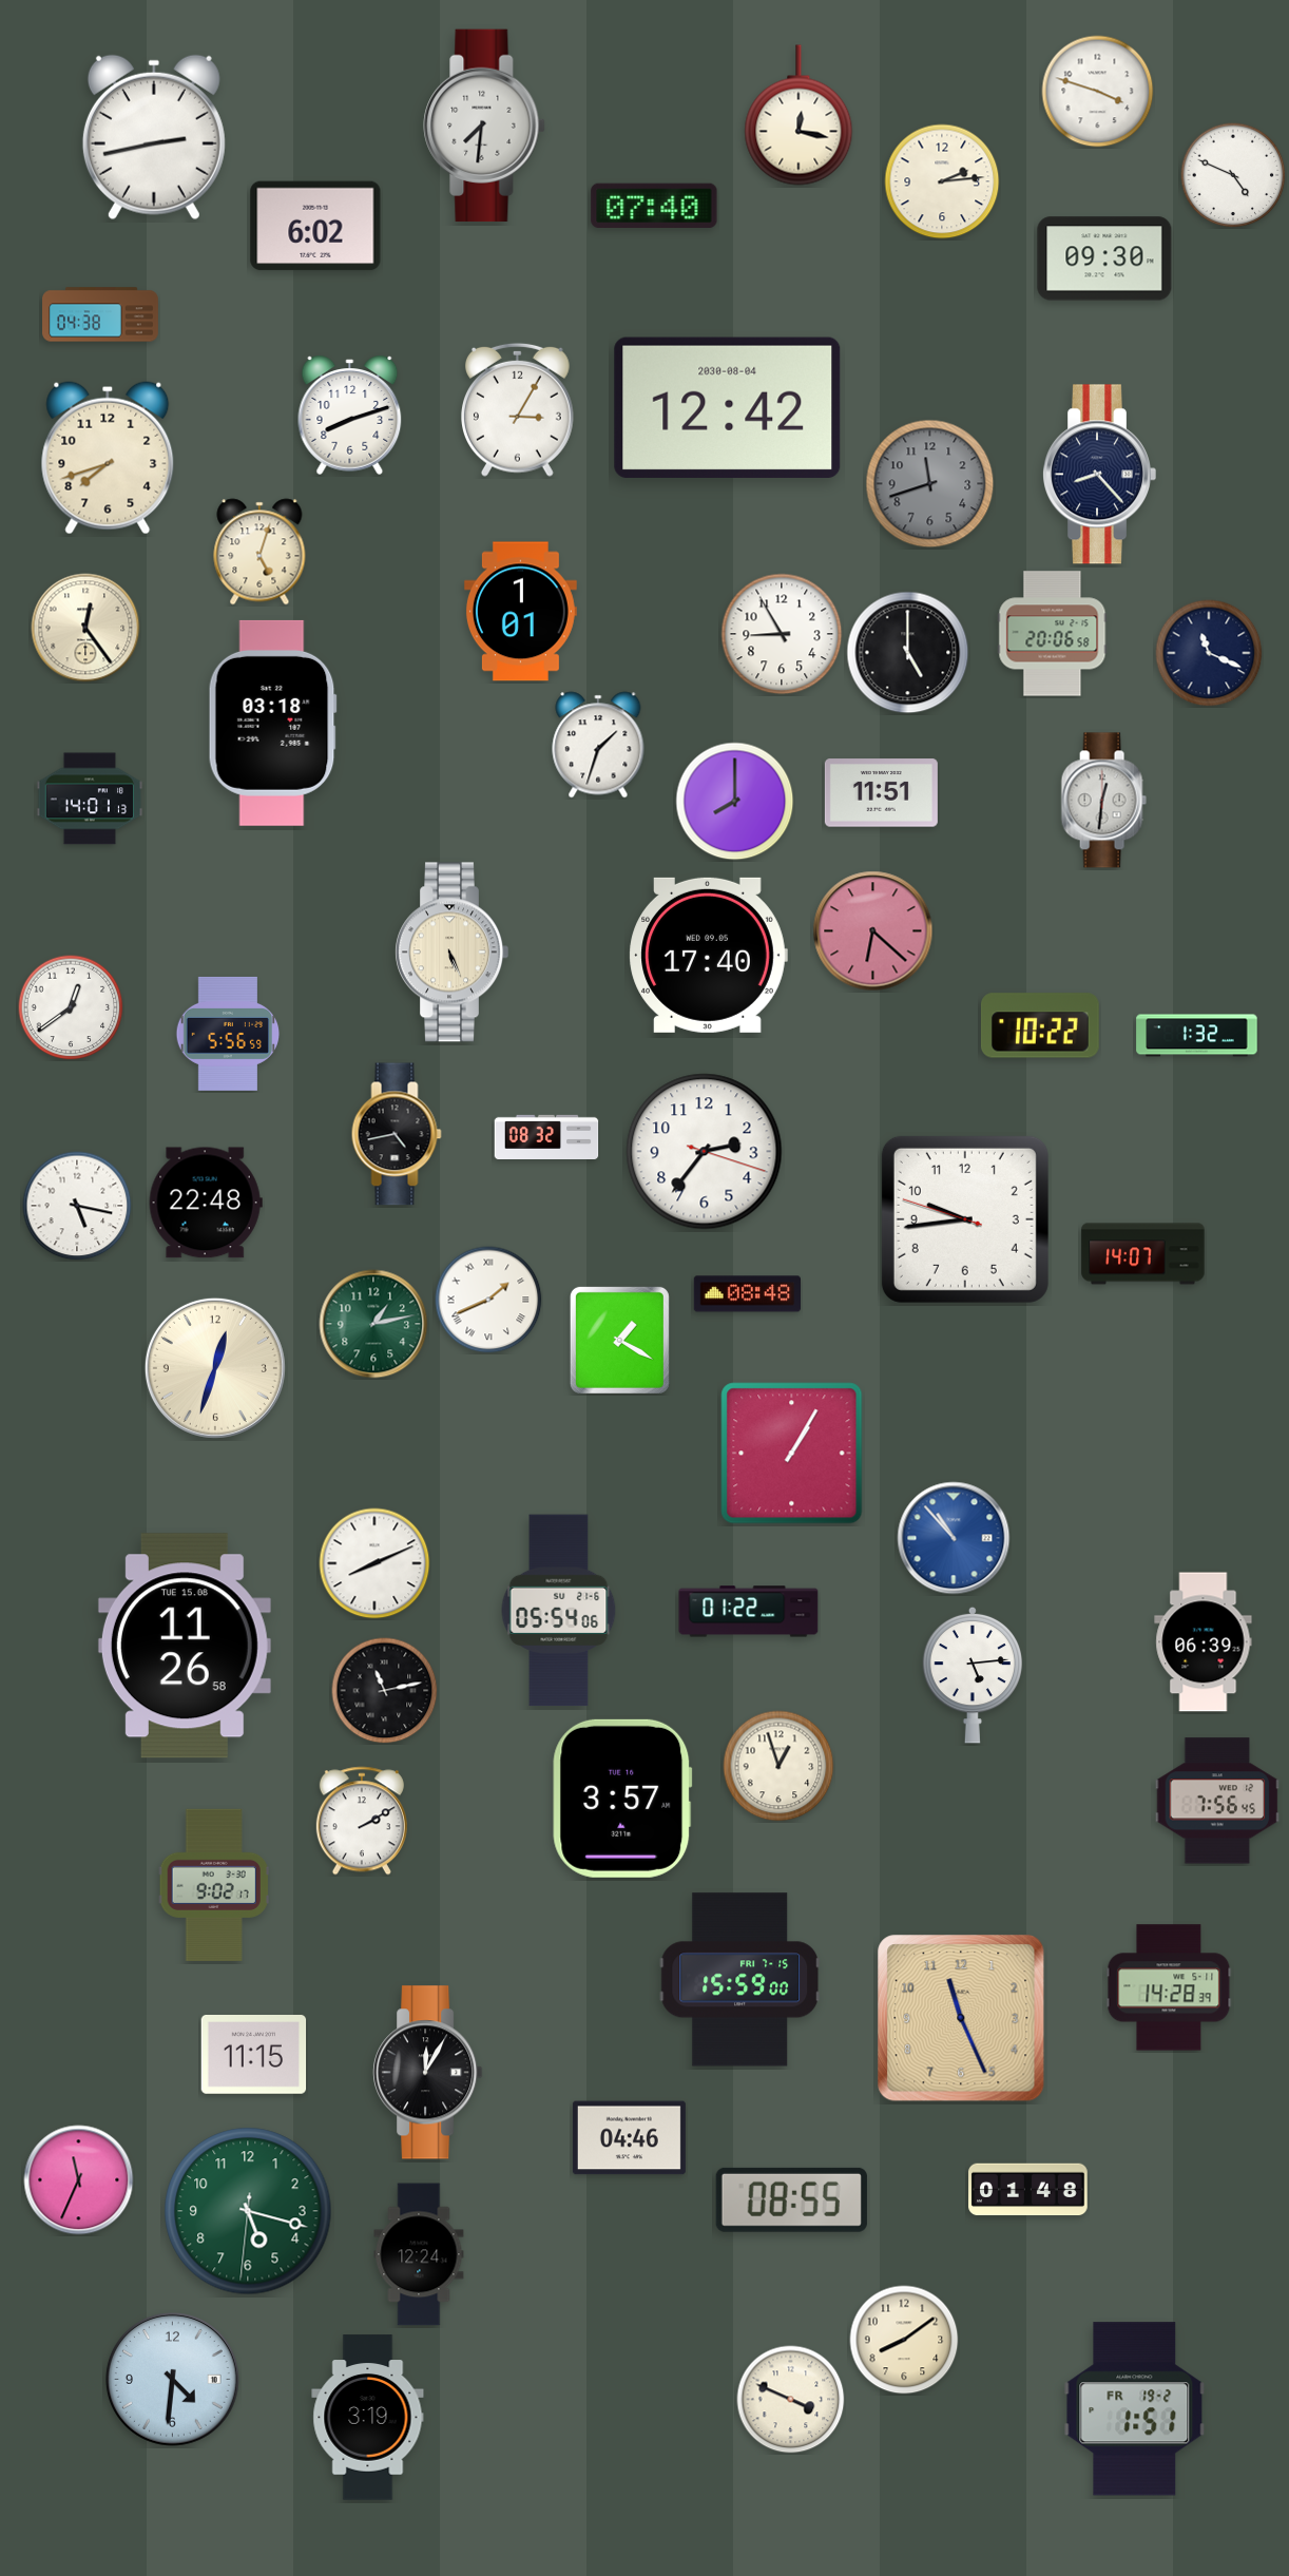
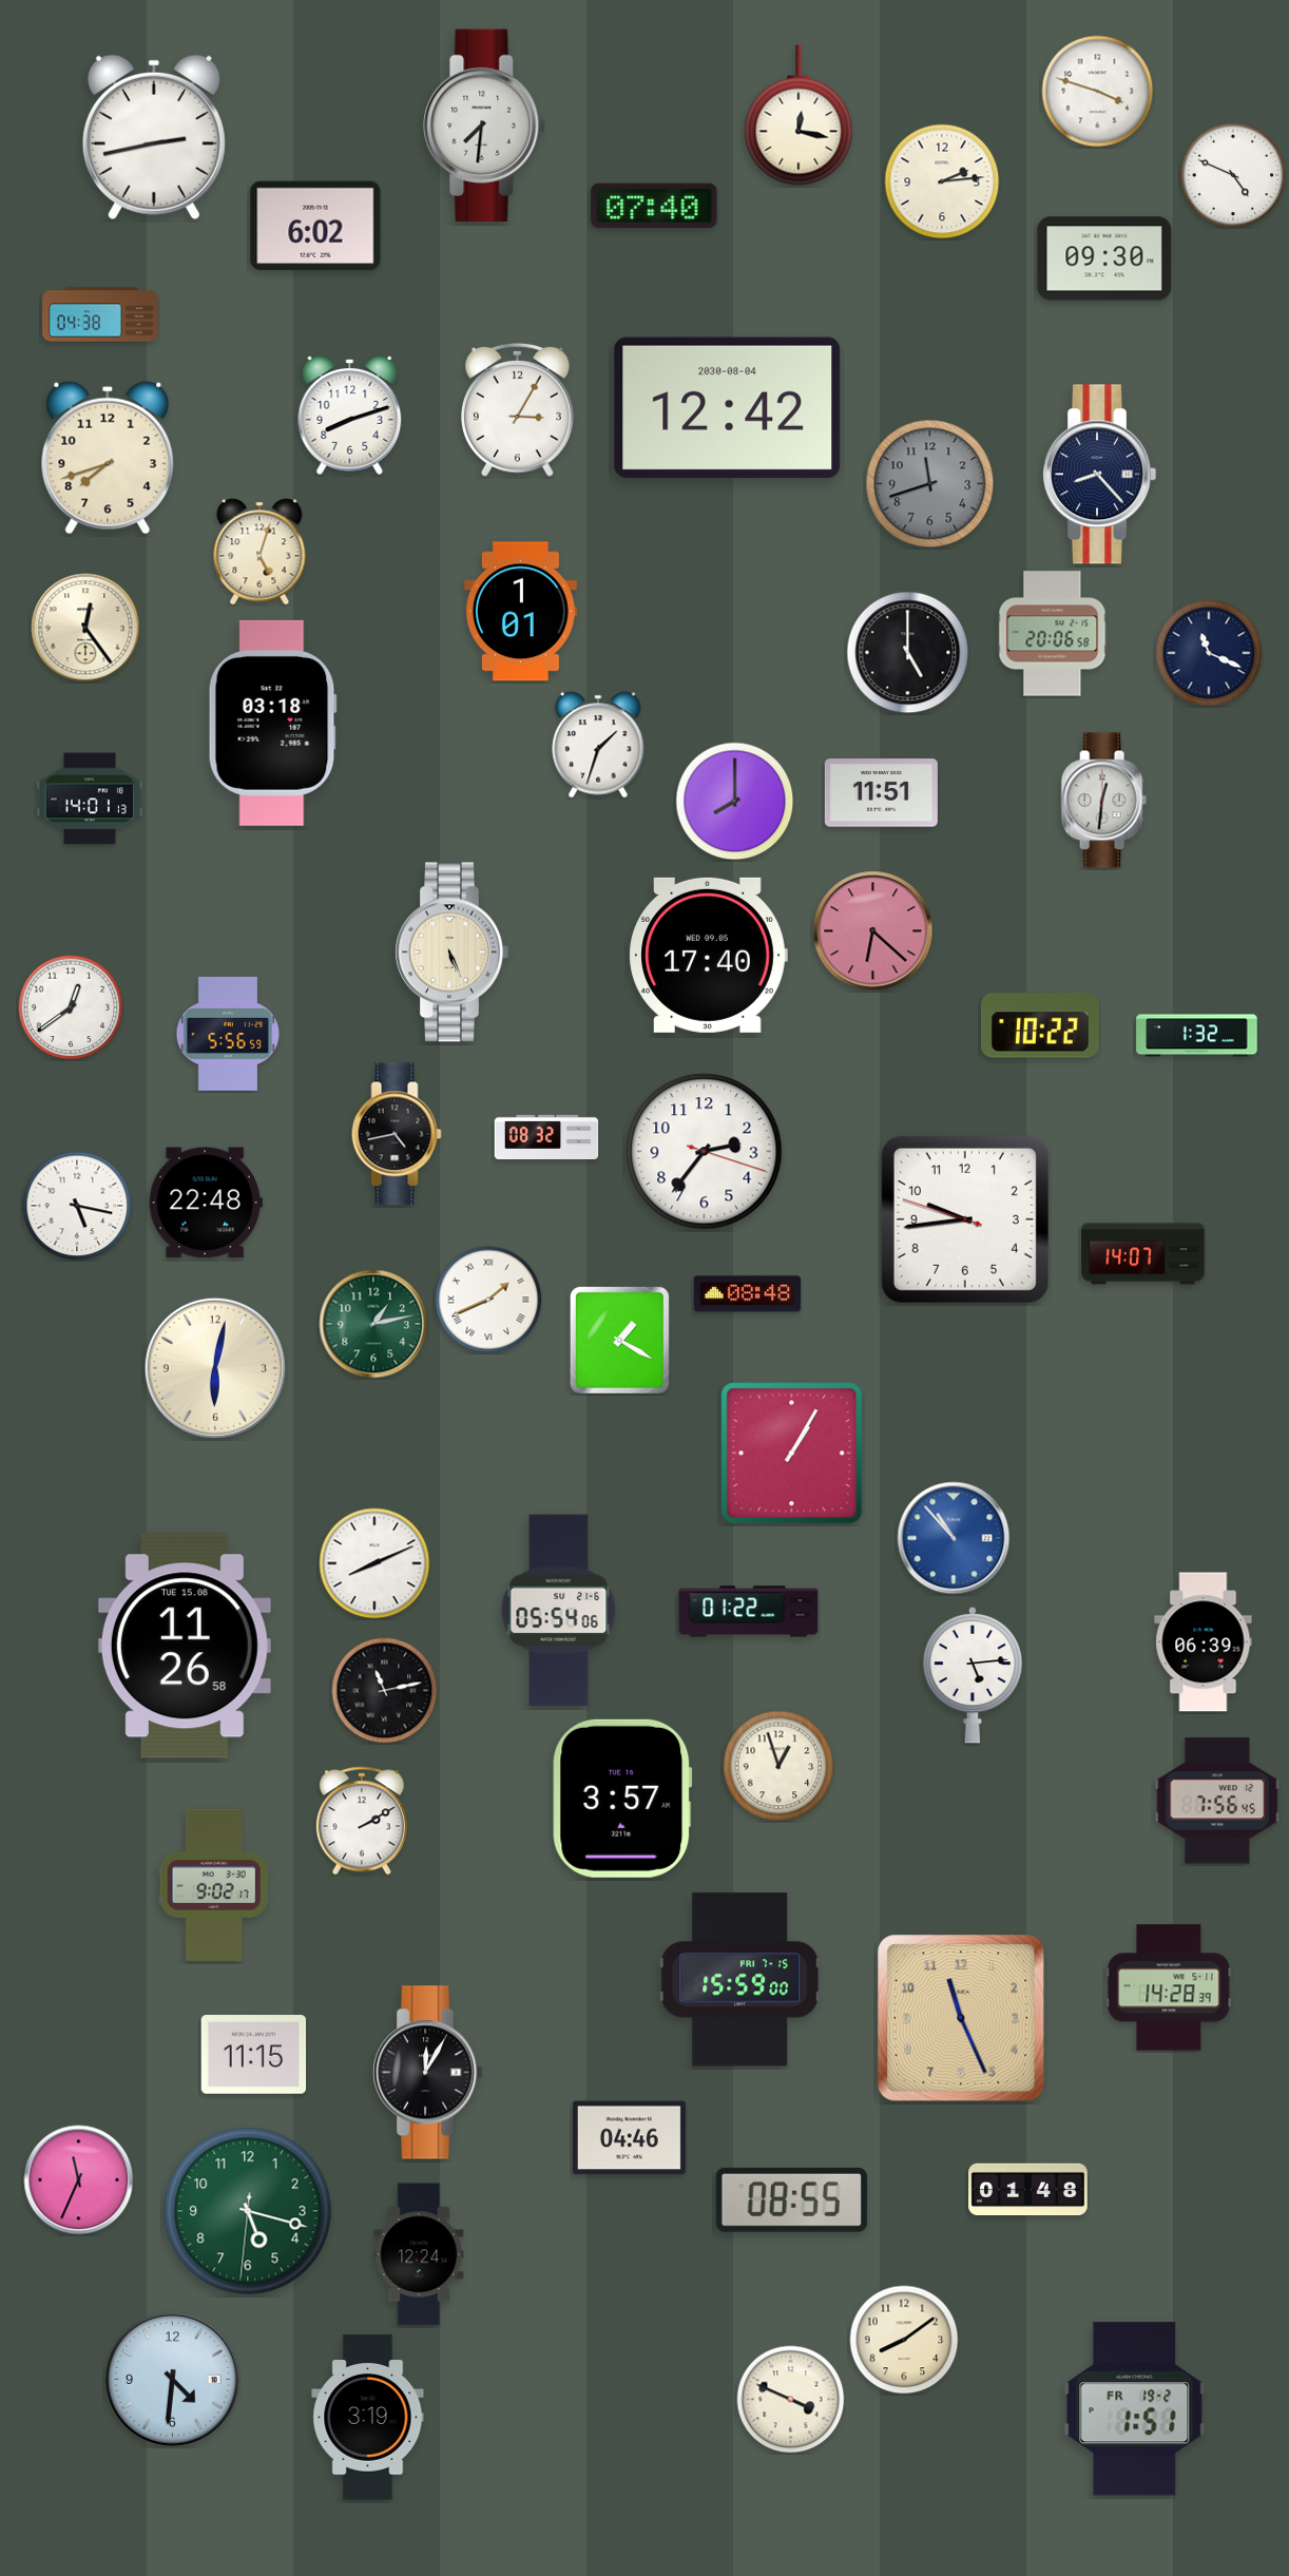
clock at (782, 634): 8:55 -> none
clock at (215, 1368): 12:33 -> 6:02
